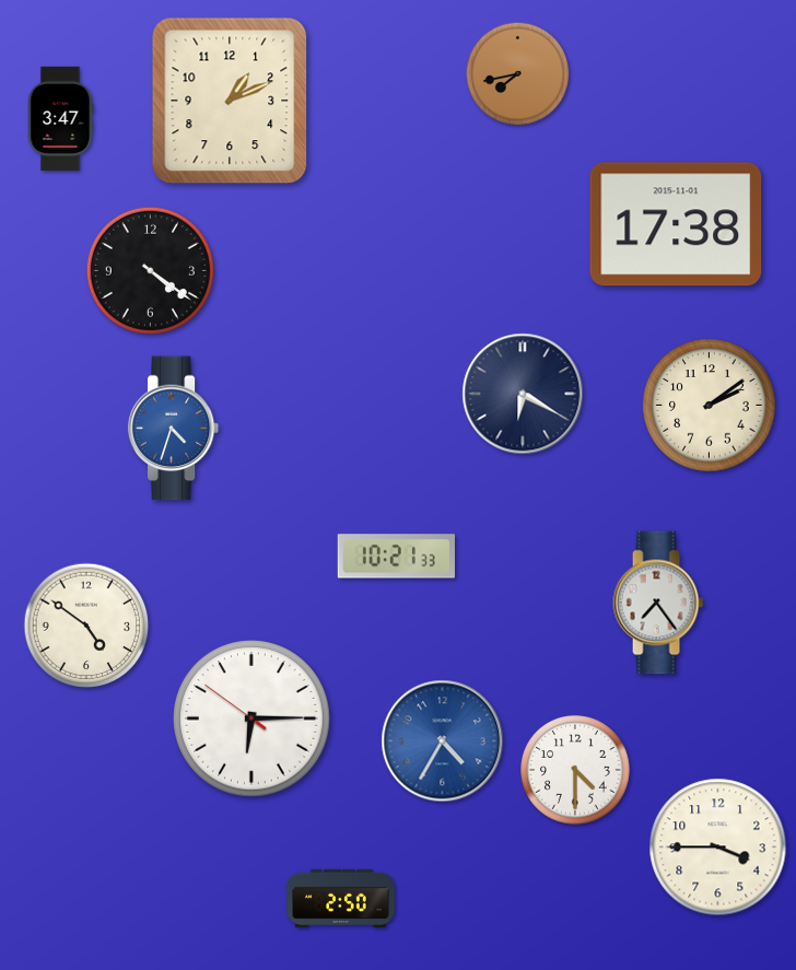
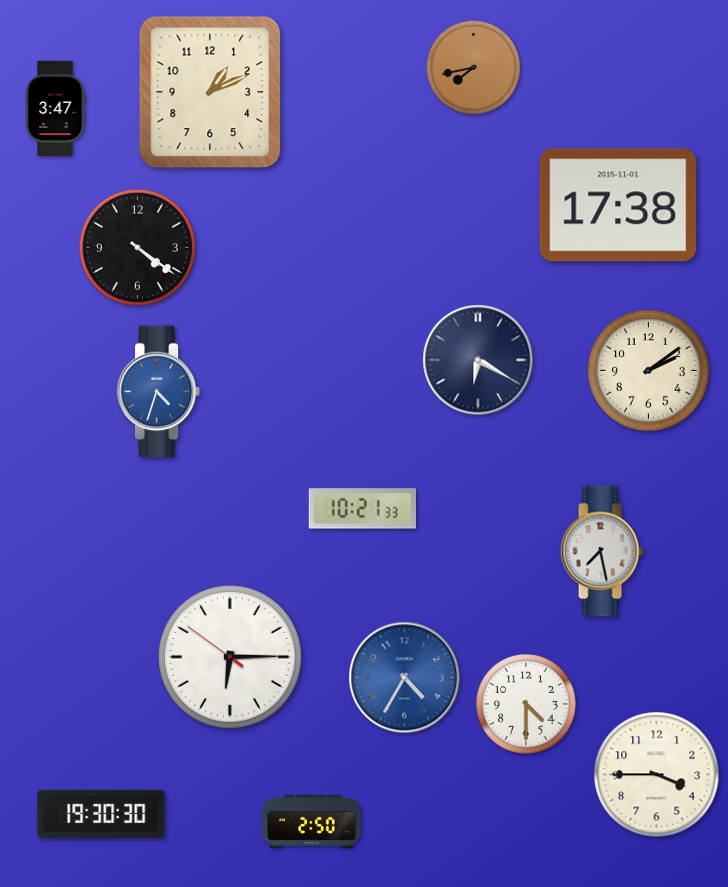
clock at (658, 603): 7:24 -> 7:28
clock at (86, 626): 4:51 -> none
clock at (101, 814): none -> 19:30
